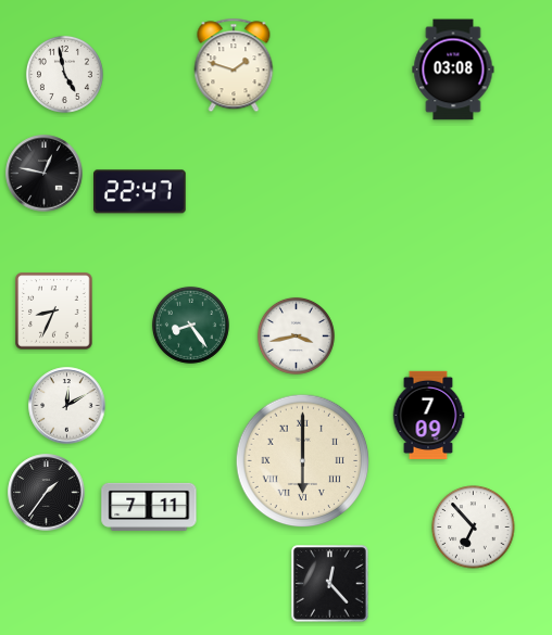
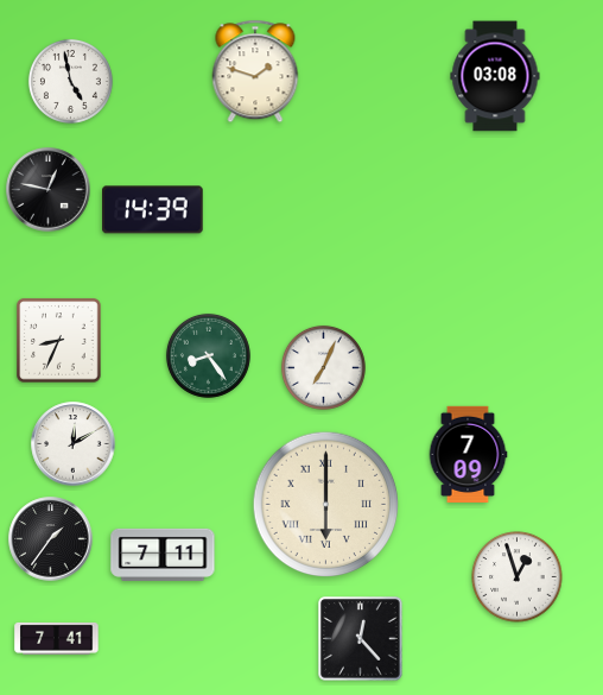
clock at (140, 192): 22:47 -> 14:39
clock at (296, 335): 3:43 -> 7:04
clock at (303, 461) position: (303, 461) -> (326, 505)
clock at (474, 528): 6:53 -> 12:57
clock at (57, 638): none -> 7:41
